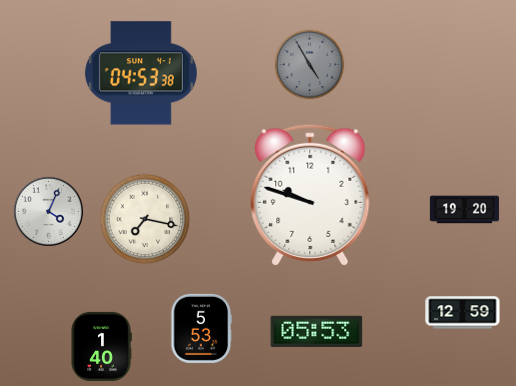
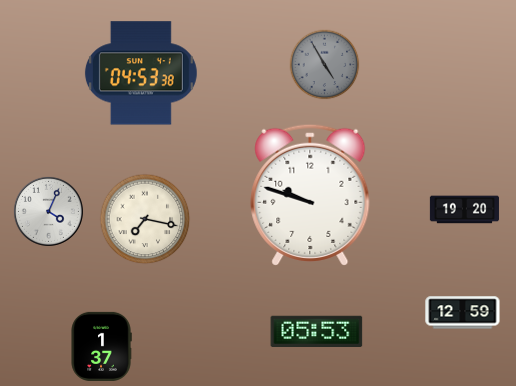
clock at (310, 65) position: (310, 65) -> (325, 65)
clock at (202, 328): 5:53 -> none
clock at (101, 346): 1:40 -> 1:37
